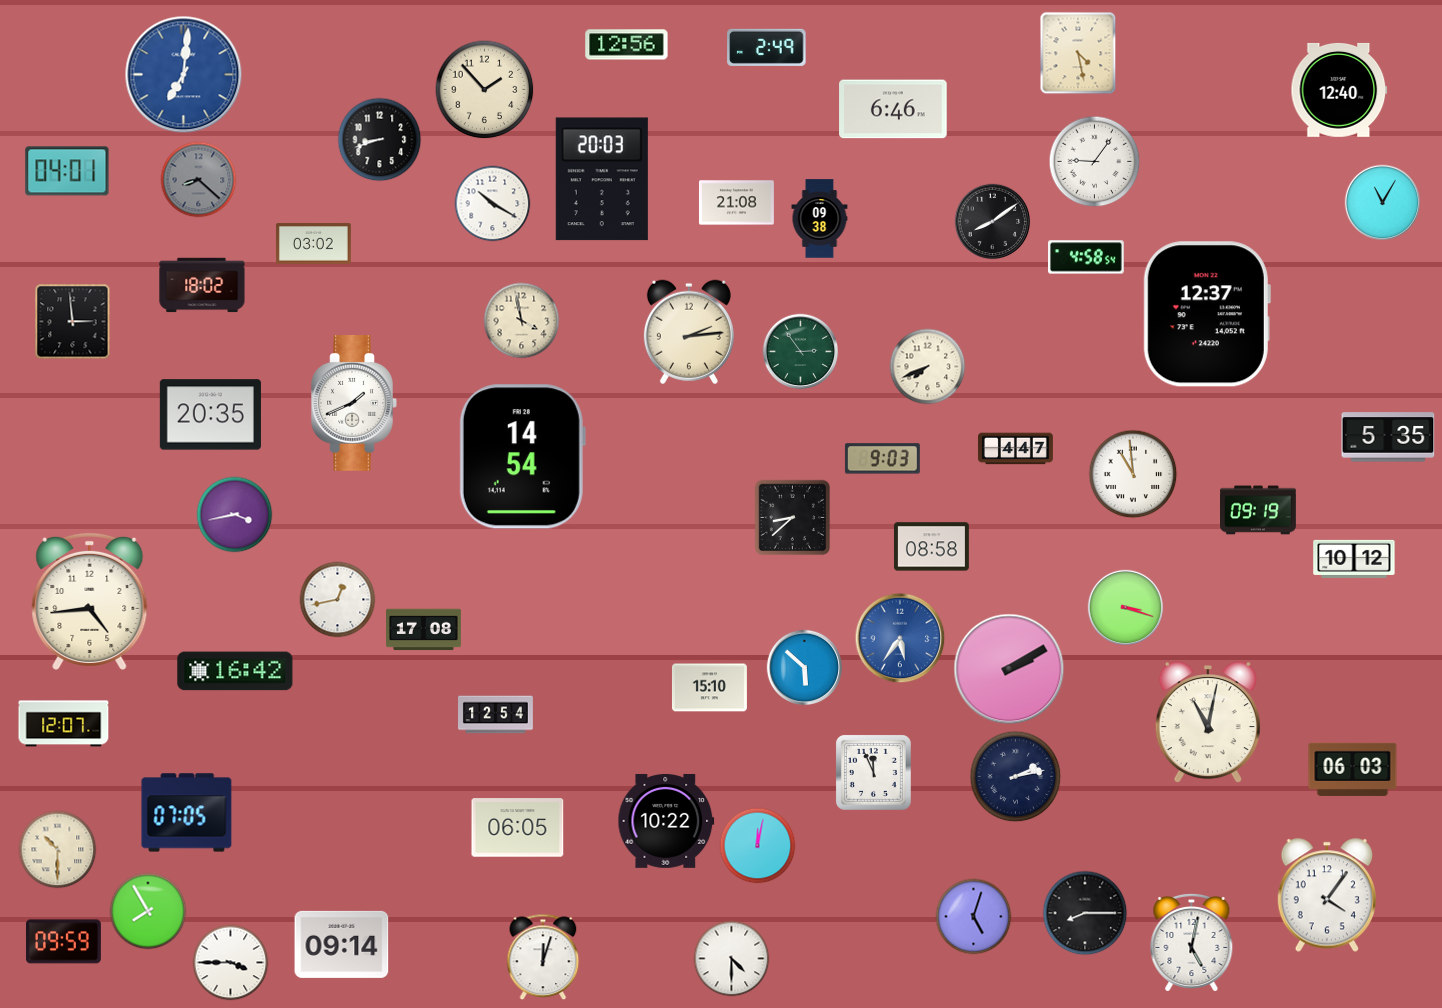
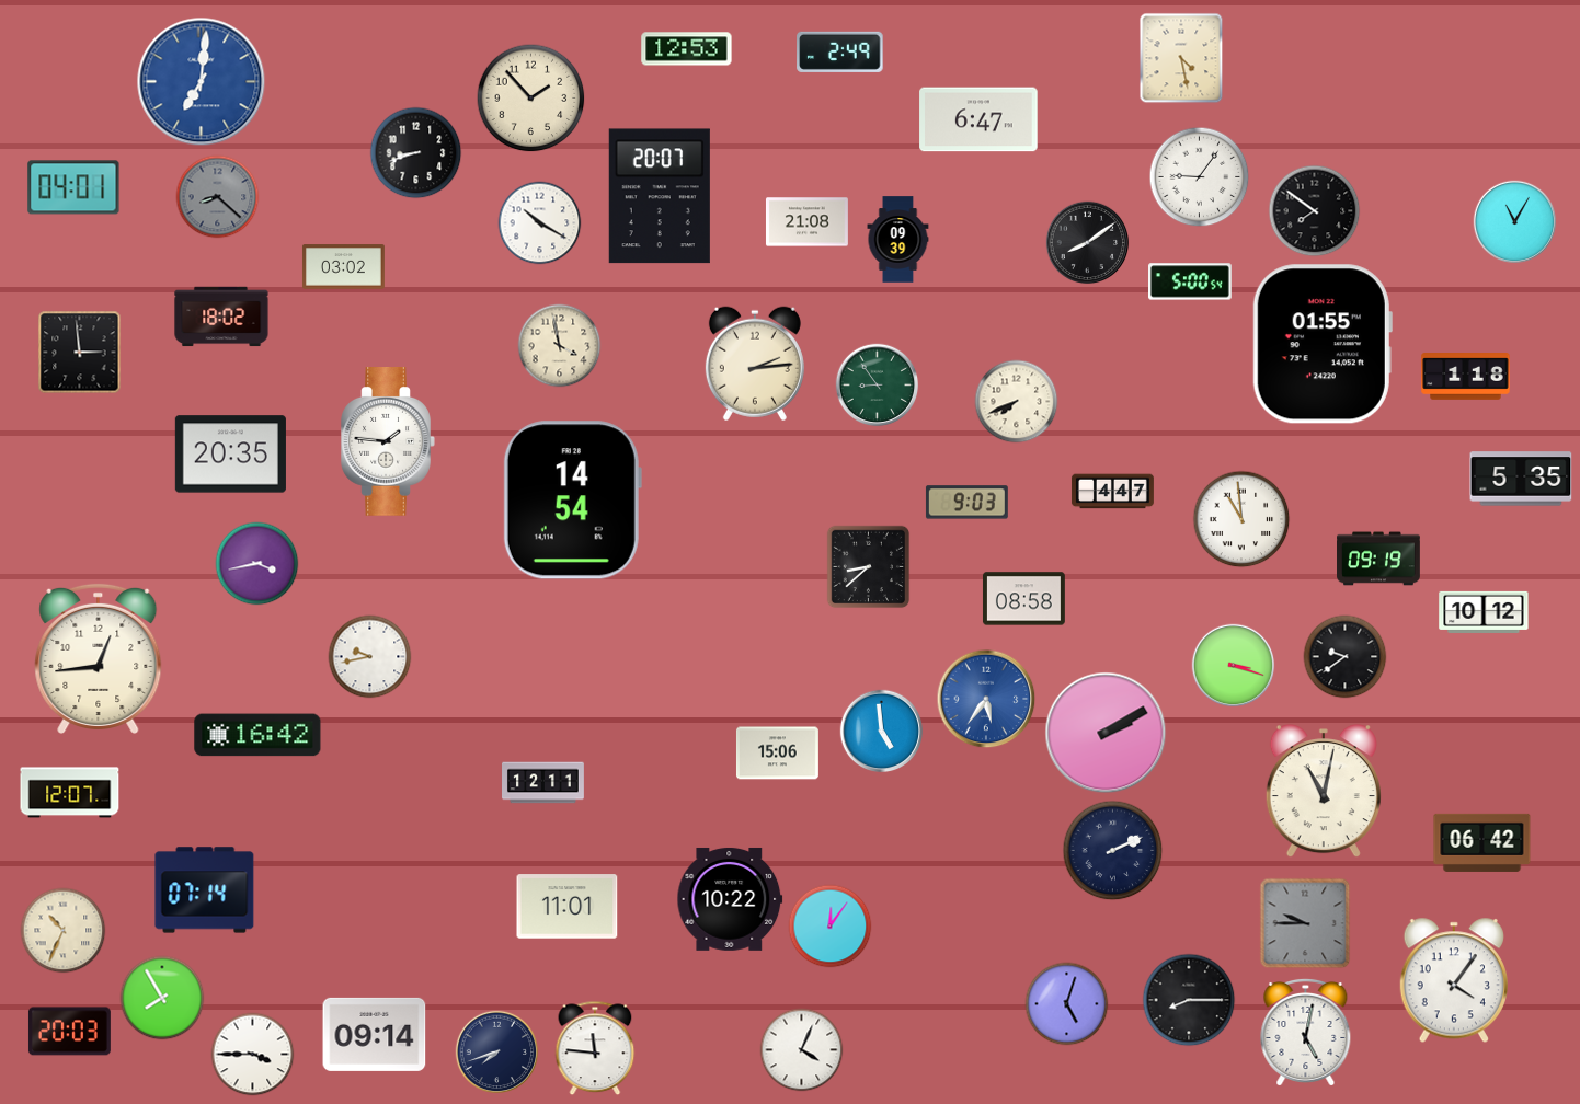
clock at (627, 45): 12:56 -> 12:53
clock at (1339, 90): 12:40 -> none
clock at (893, 109): 6:46 -> 6:47
clock at (602, 179): 20:03 -> 20:07
clock at (1315, 211): none -> 7:51
clock at (820, 219): 09:38 -> 09:39
clock at (1087, 257): 4:58 -> 5:00
clock at (202, 285) position: (202, 285) -> (221, 317)
clock at (1207, 314): 12:37 -> 01:55
clock at (522, 321) position: (522, 321) -> (560, 346)
clock at (1466, 377): none -> 1:18
clock at (801, 352): 2:54 -> 8:54
clock at (354, 404): 1:41 -> 1:46
clock at (931, 547) position: (931, 547) -> (1023, 599)
clock at (338, 600): 12:43 -> 9:43
clock at (1346, 657): none -> 9:39
clock at (90, 601): 4:44 -> 12:44
clock at (424, 630): 17:08 -> none
clock at (805, 668): 5:52 -> 4:59
clock at (709, 688): 15:10 -> 15:06
clock at (496, 715): 12:54 -> 12:11
clock at (1353, 769): 06:03 -> 06:42
clock at (873, 772): 11:56 -> none
clock at (1016, 777): 2:13 -> 2:11
clock at (187, 813): 07:05 -> 07:14
clock at (518, 828): 06:05 -> 11:01
clock at (1305, 923): none -> 9:45
clock at (758, 846): 12:02 -> 12:06
clock at (58, 850): 10:30 -> 10:34
clock at (63, 942): 09:59 -> 20:03
clock at (543, 957): 12:03 -> 11:46
clock at (732, 959): 4:30 -> 4:04
clock at (497, 1053): none -> 7:42
